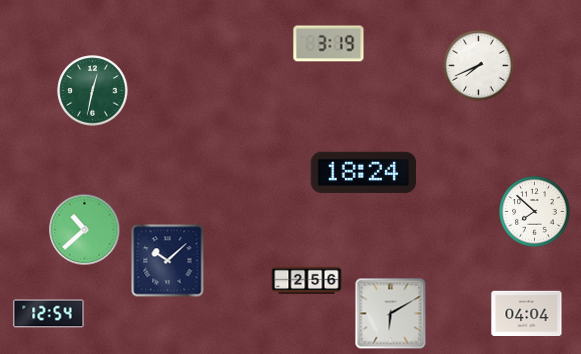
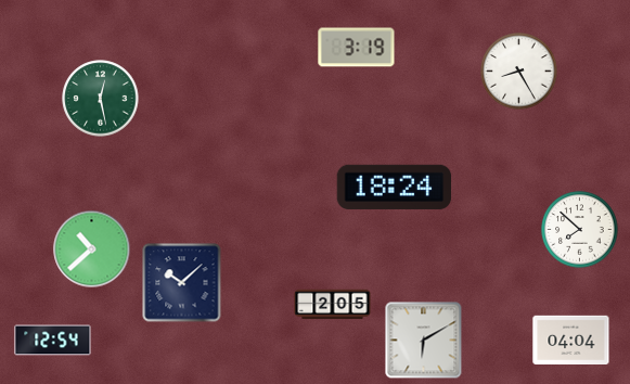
clock at (479, 66): 7:41 -> 8:25
clock at (93, 91): 12:32 -> 12:28
clock at (307, 281): 2:56 -> 2:05
